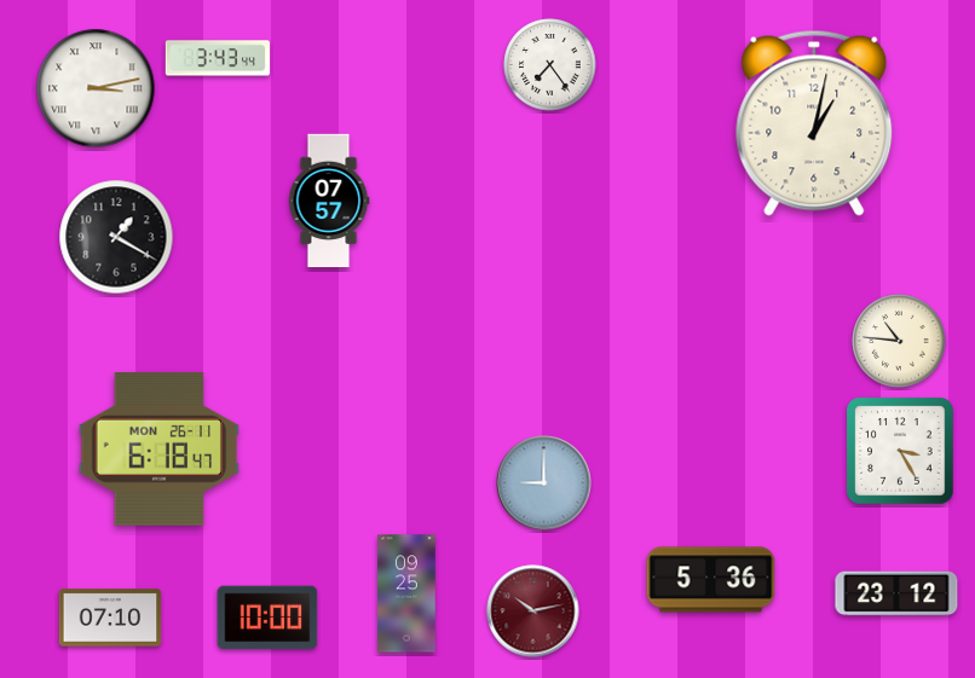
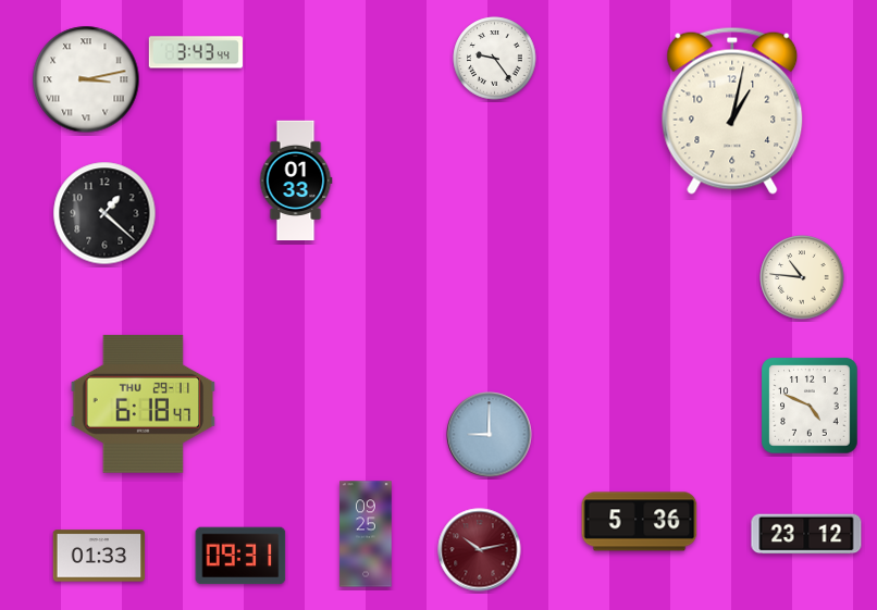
clock at (550, 65): 7:24 -> 9:24
clock at (329, 201): 07:57 -> 01:33
clock at (116, 237): 1:20 -> 1:22
clock at (899, 341) position: (899, 341) -> (802, 277)
clock at (160, 448) date: MON 26-11 -> THU 29-11
clock at (900, 451): 3:25 -> 4:49
clock at (110, 618): 07:10 -> 01:33
clock at (267, 618): 10:00 -> 09:31
